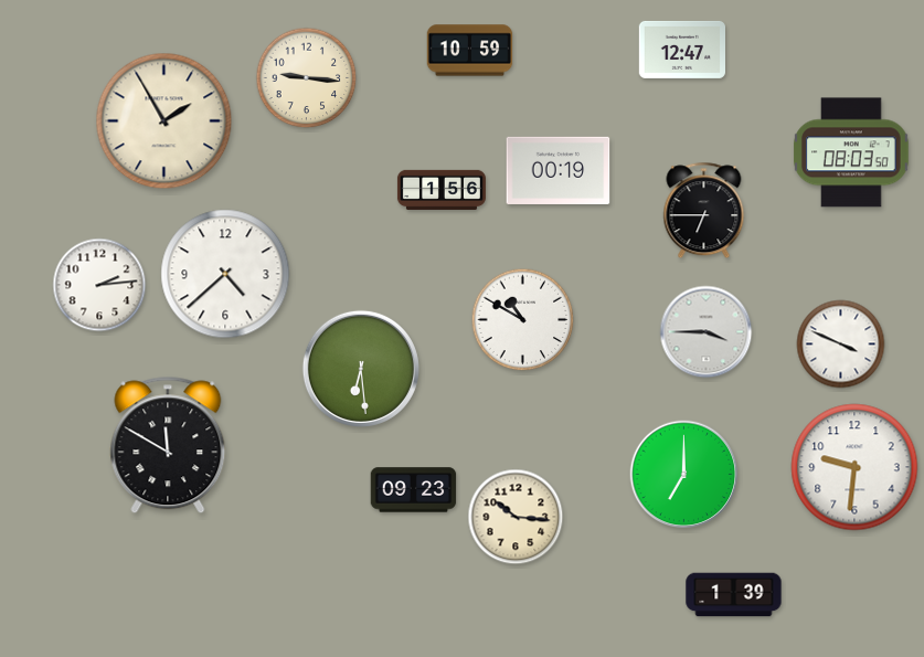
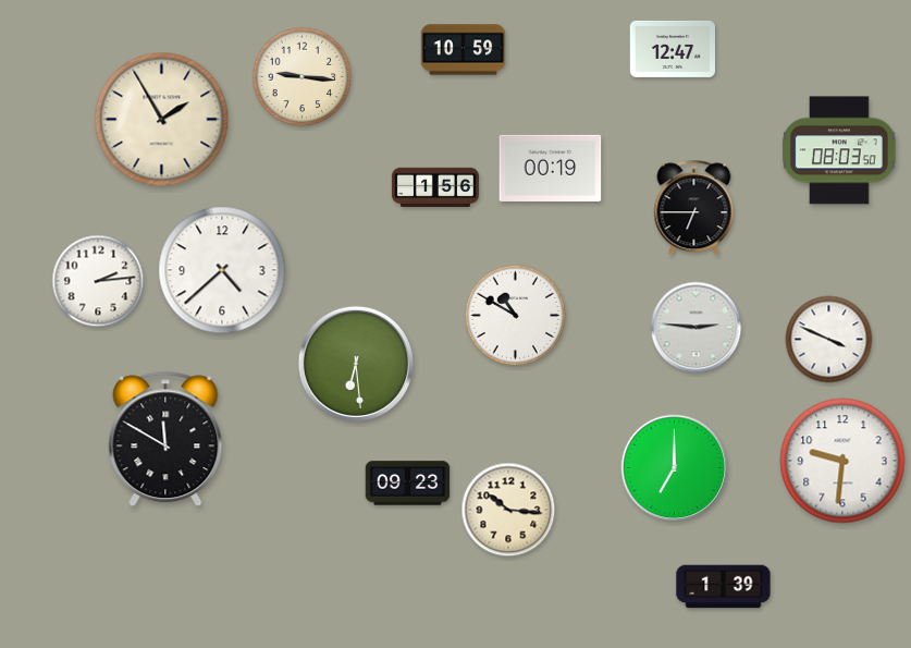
clock at (707, 332): 3:45 -> 2:46
